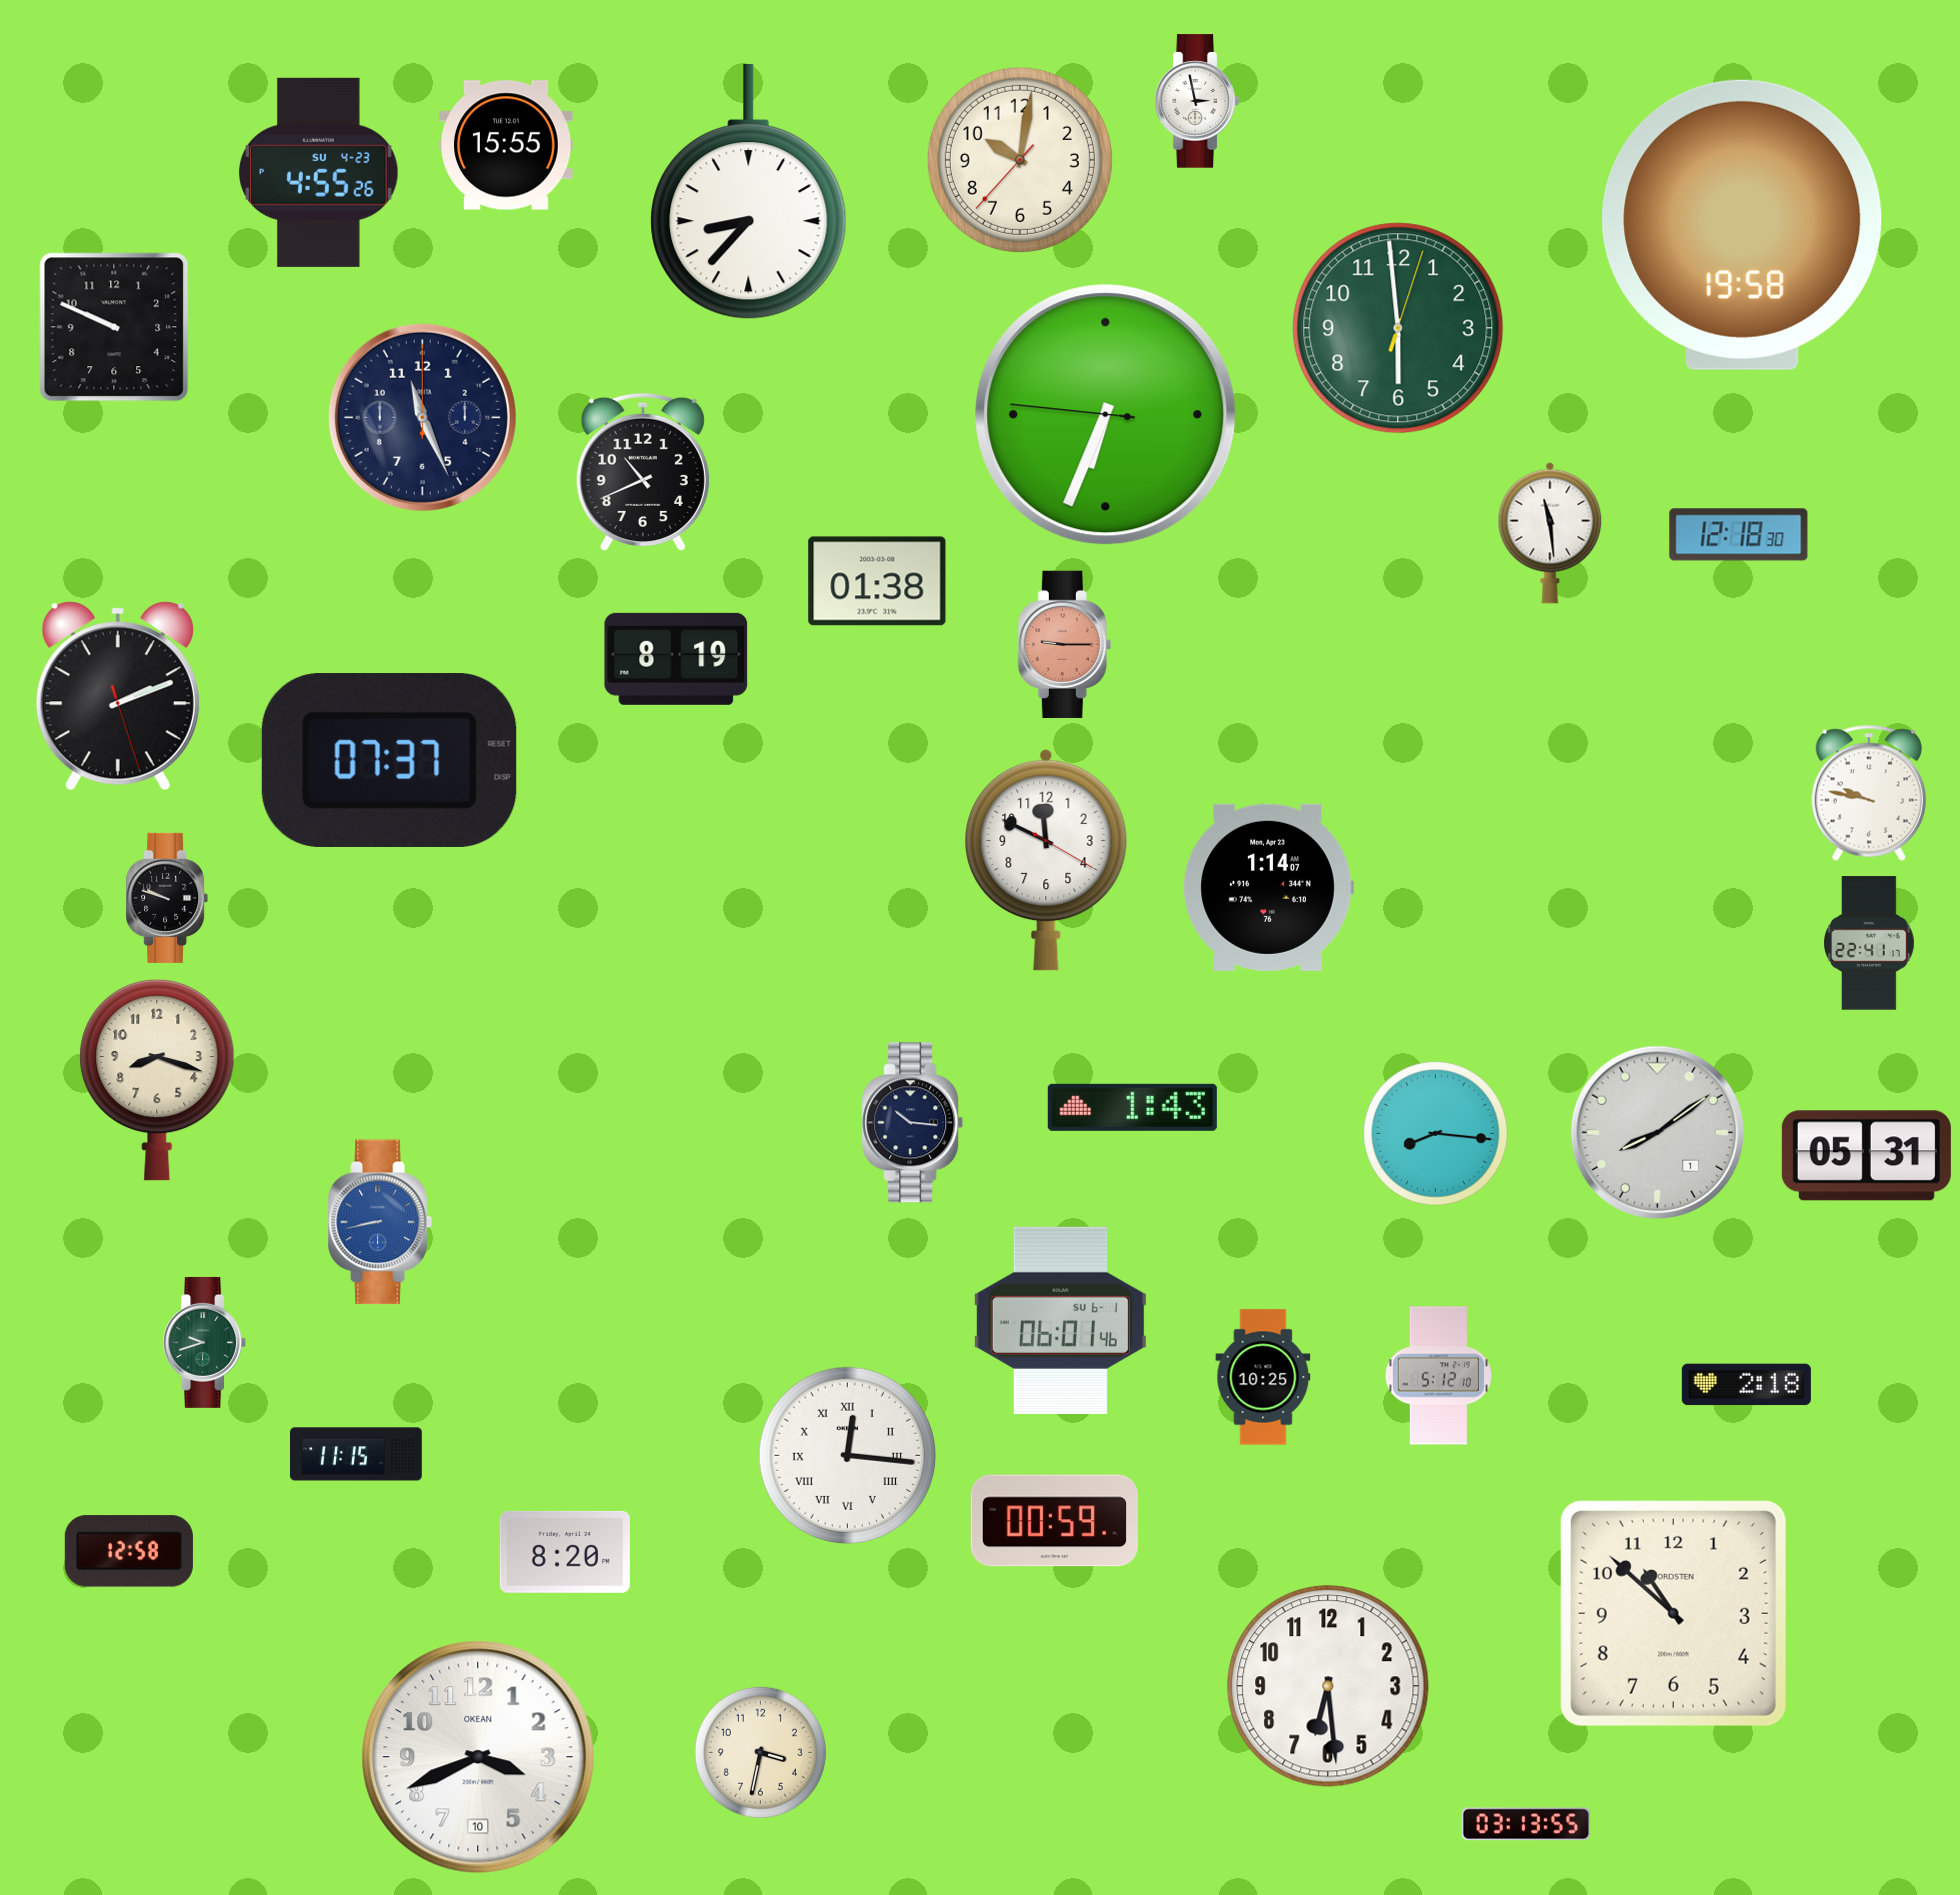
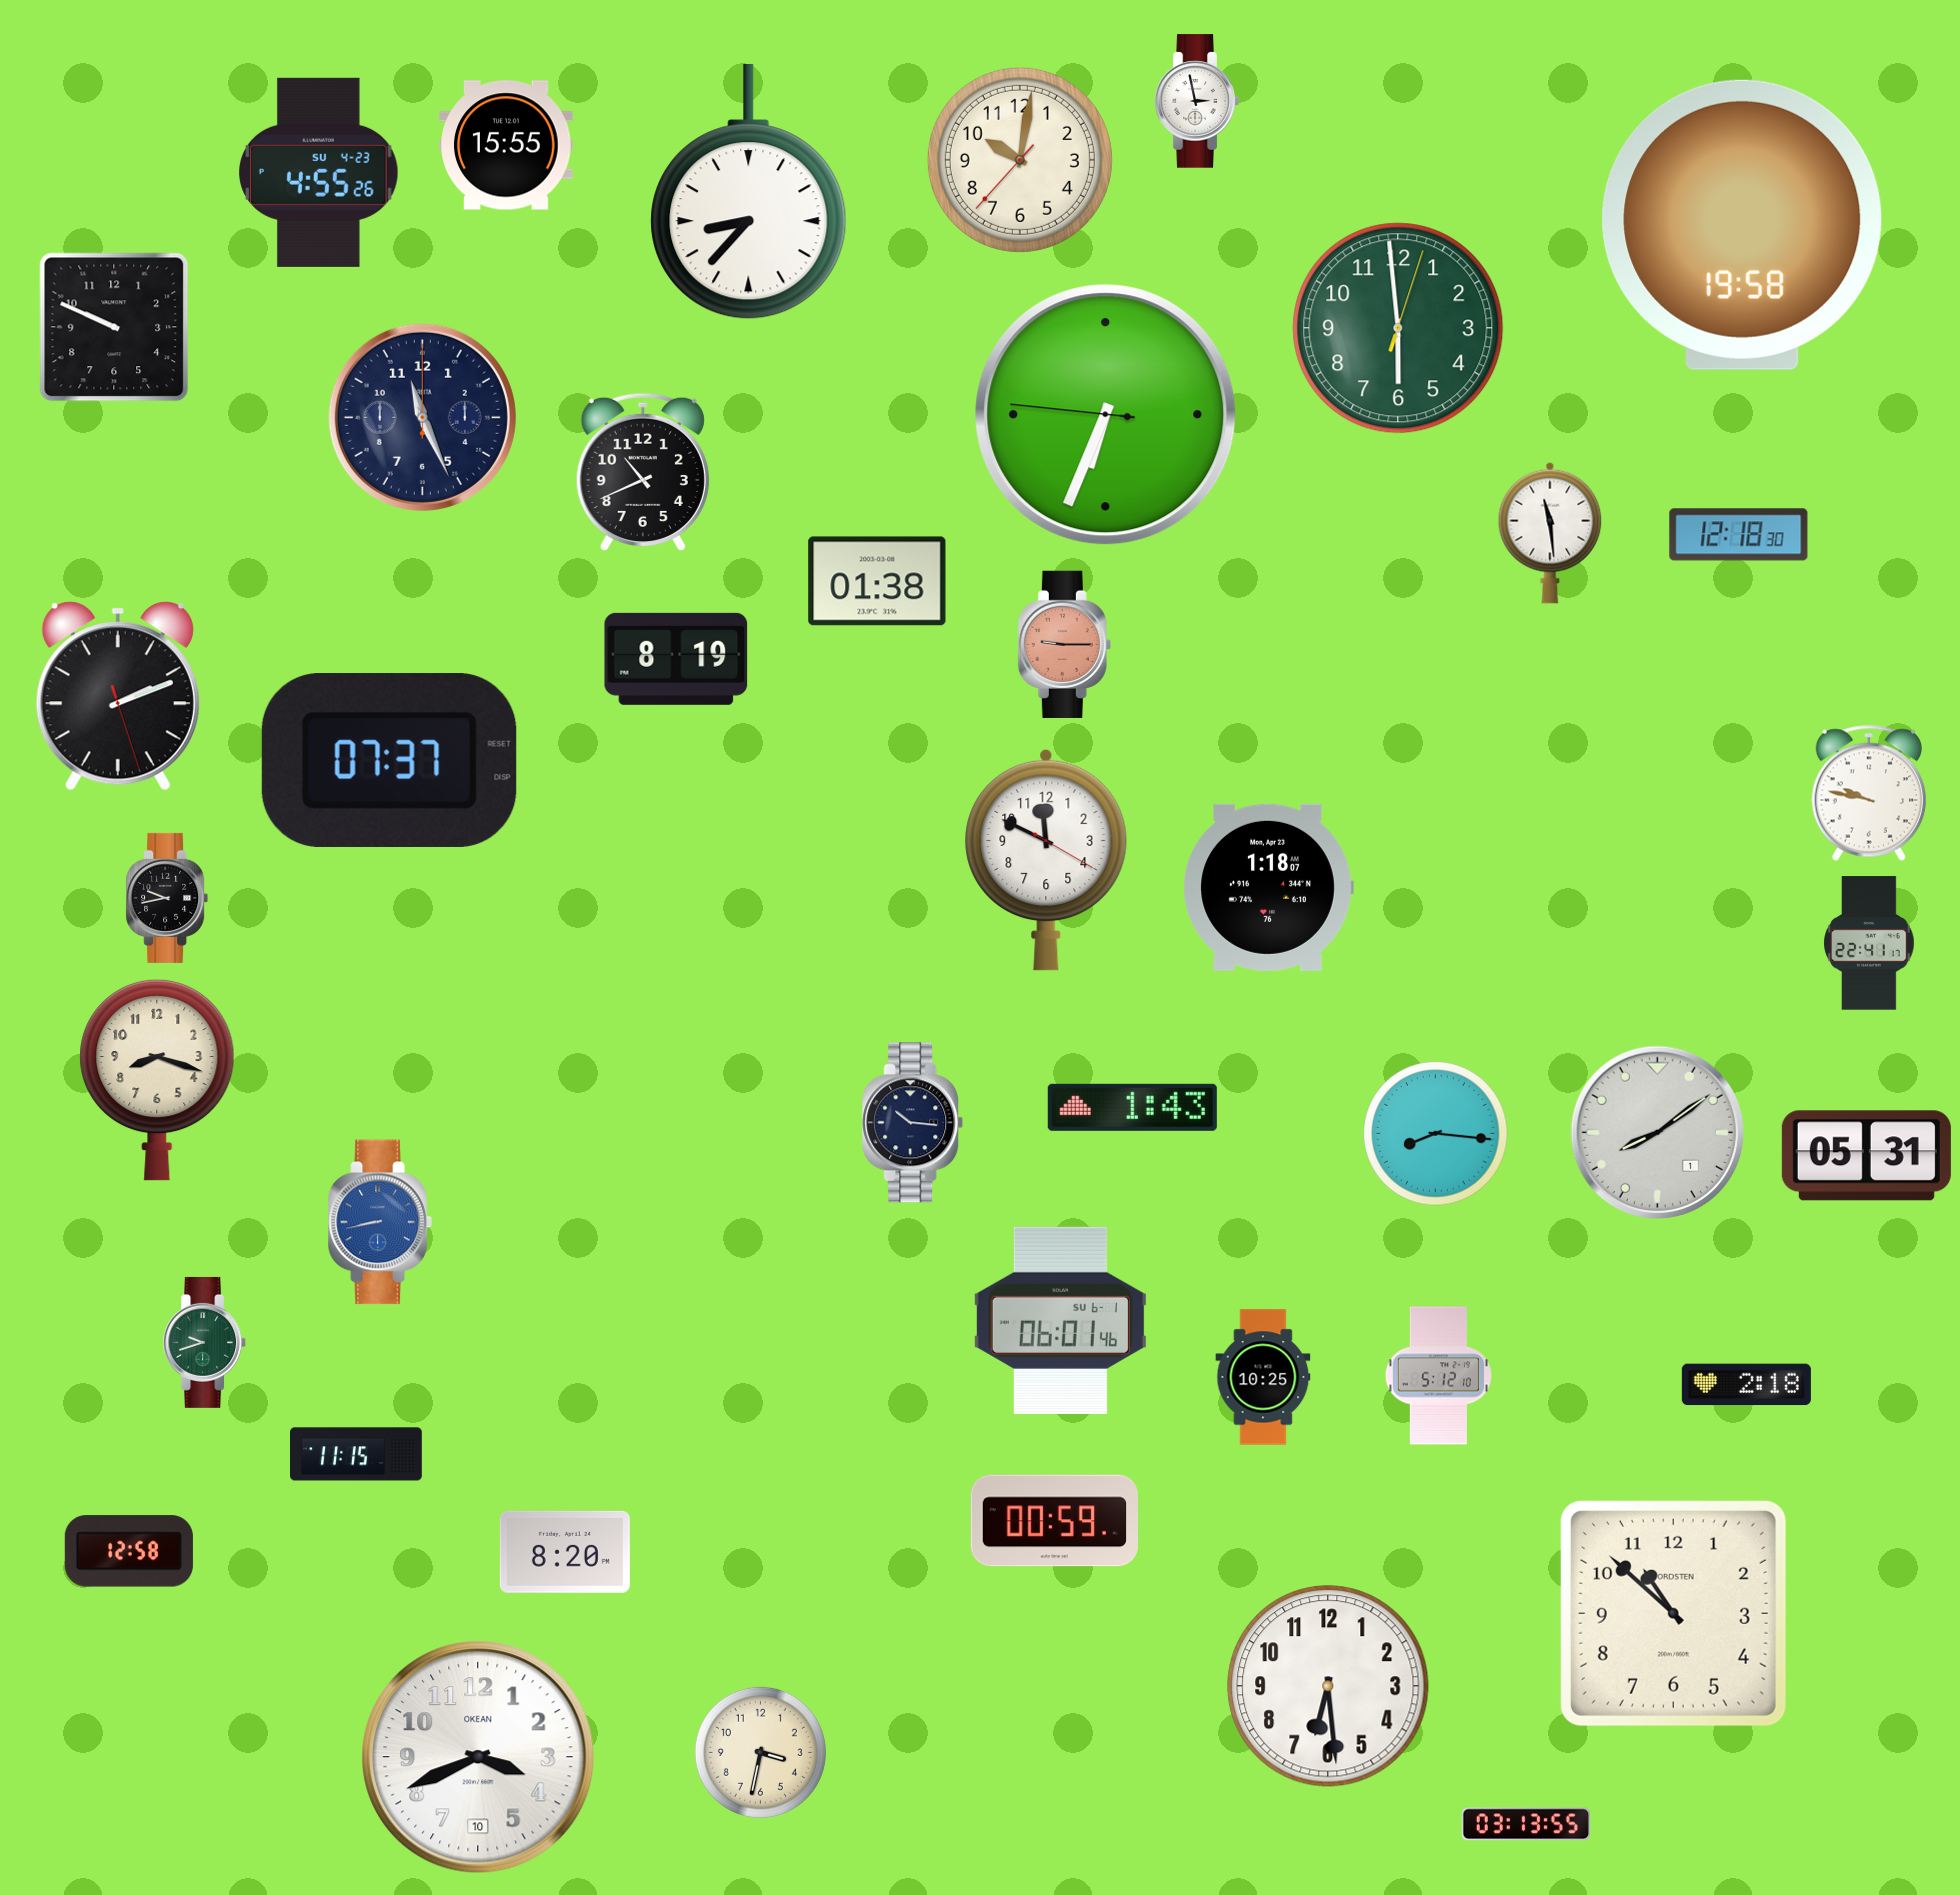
clock at (1268, 887): 1:14 -> 1:18
clock at (167, 898): 9:48 -> 9:43
clock at (847, 1455): 12:16 -> none
